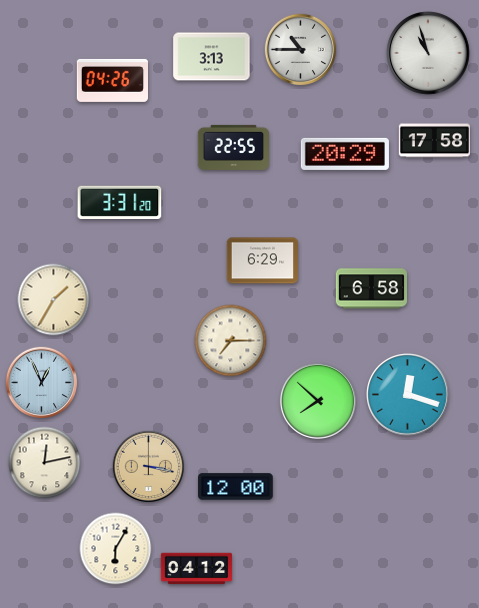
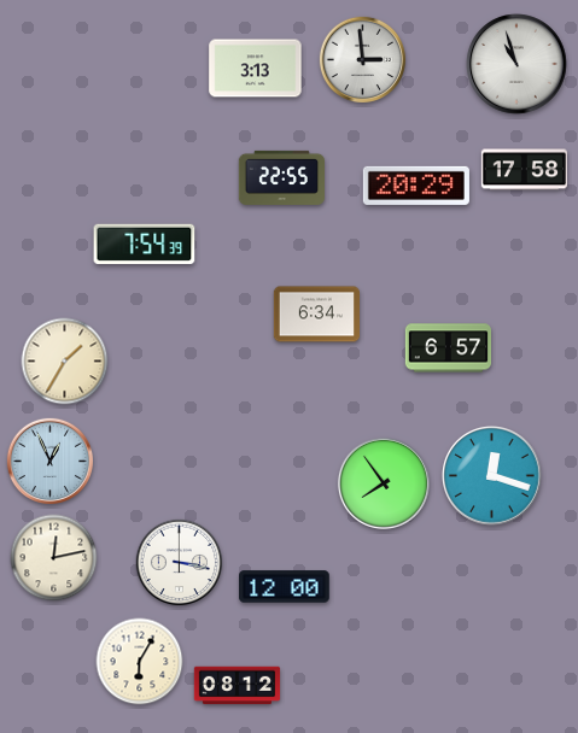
clock at (301, 50): 10:45 -> 2:59
clock at (112, 80): 04:26 -> none
clock at (120, 202): 3:31 -> 7:54
clock at (262, 261): 6:29 -> 6:34
clock at (371, 289): 6:58 -> 6:57
clock at (231, 341): 7:15 -> none
clock at (318, 401): 7:52 -> 7:54
clock at (149, 467) dial: champagne -> white
clock at (197, 569): 04:12 -> 08:12
